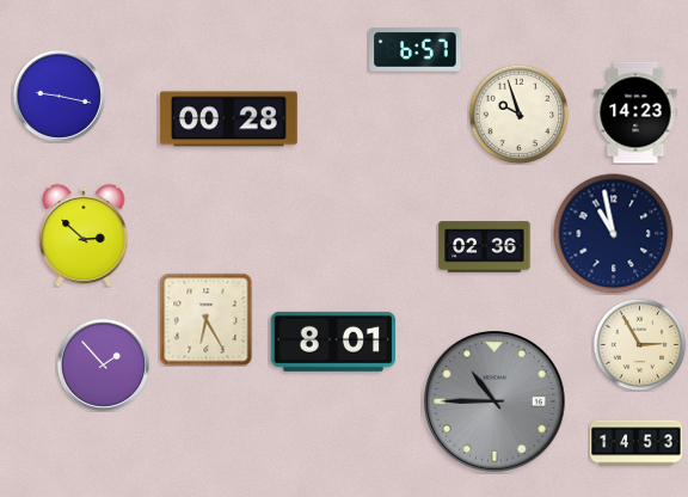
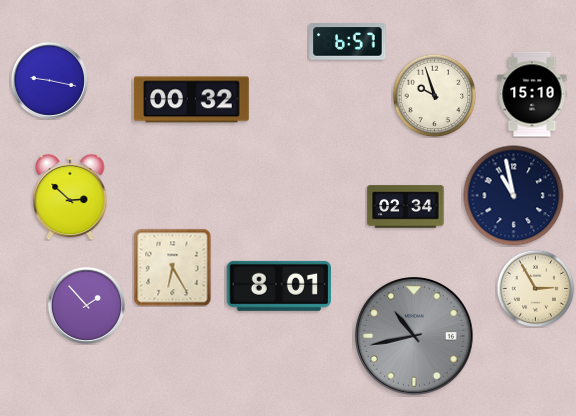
clock at (635, 112): 14:23 -> 15:10
clock at (229, 119): 00:28 -> 00:32
clock at (485, 247): 02:36 -> 02:34
clock at (494, 401): 10:45 -> 10:43
clock at (637, 443): 14:53 -> none
